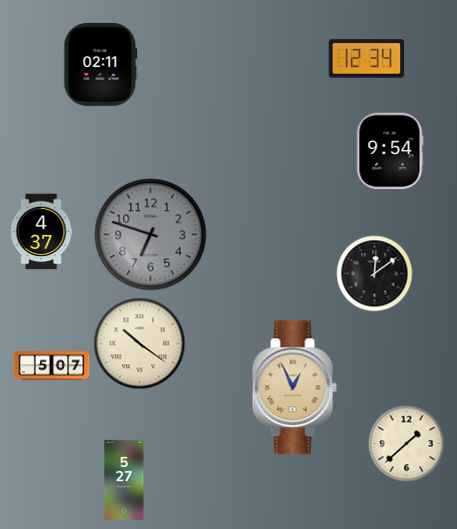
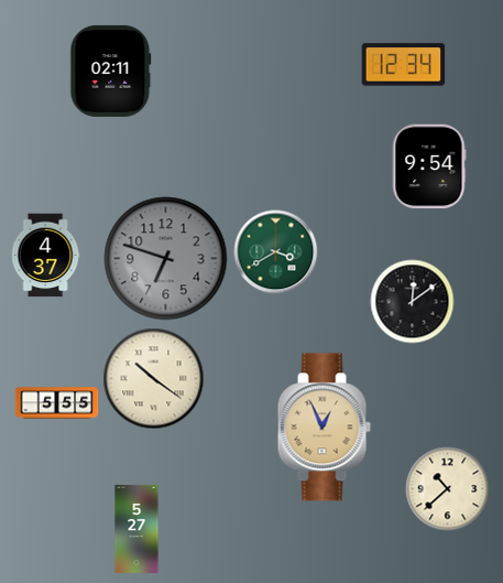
clock at (276, 252): none -> 3:40
clock at (52, 366): 5:07 -> 5:55
clock at (407, 444): 1:38 -> 10:38
